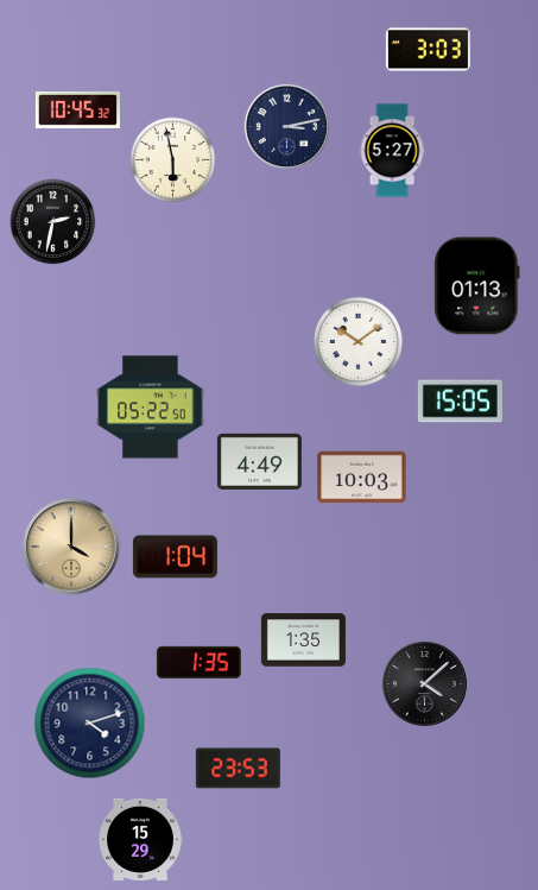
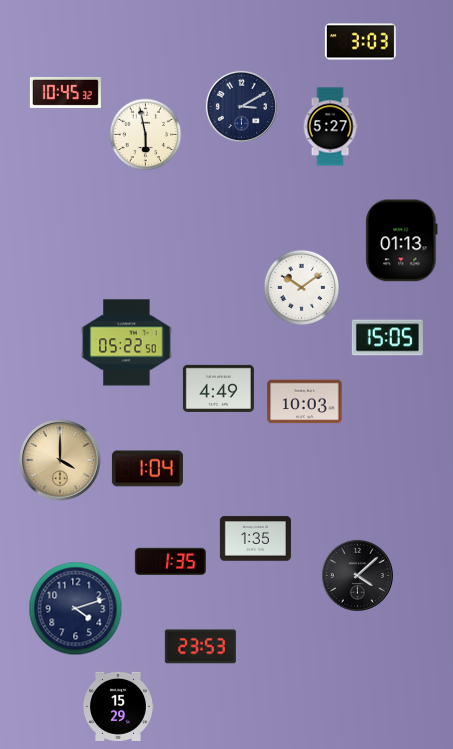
clock at (286, 126): 3:13 -> 3:10
clock at (53, 222): 2:32 -> none
clock at (198, 662) position: (198, 662) -> (170, 561)
